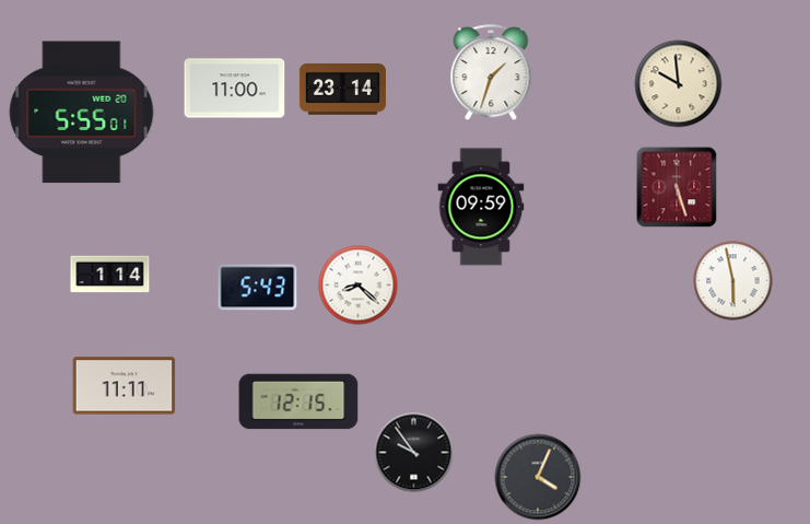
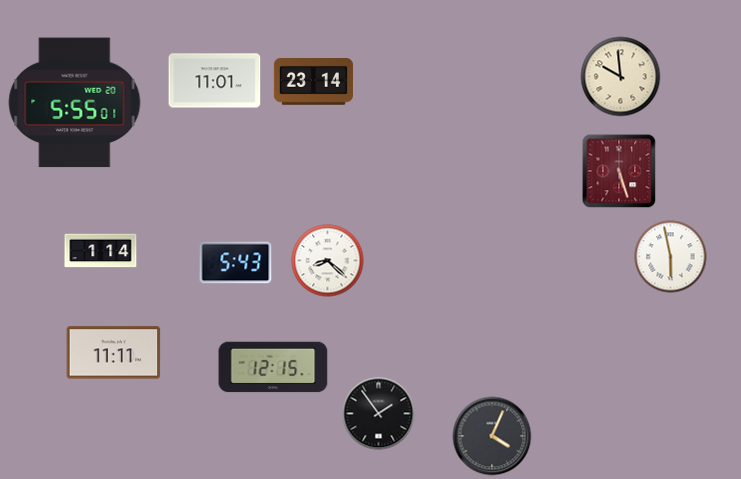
clock at (491, 73): 1:33 -> none
clock at (235, 89): 11:00 -> 11:01
clock at (481, 207): 09:59 -> none
clock at (414, 453): 9:54 -> 1:54
